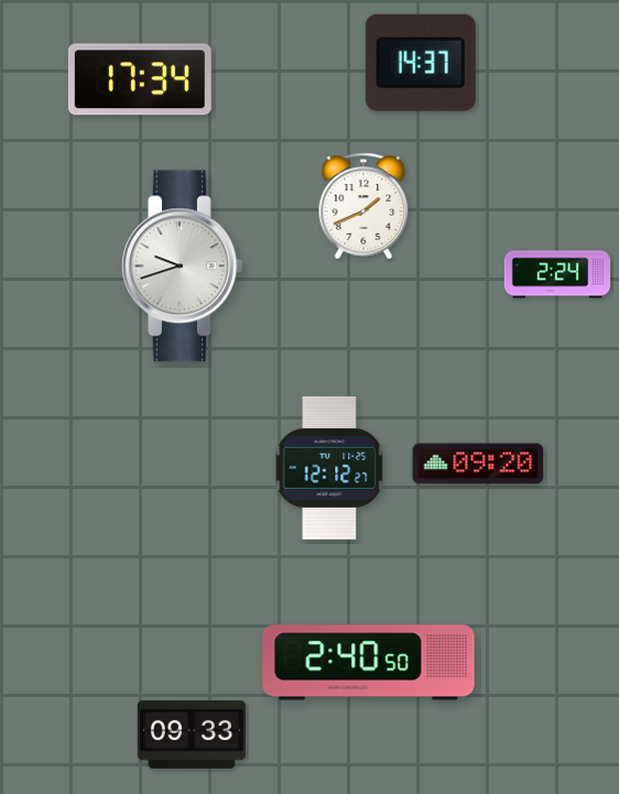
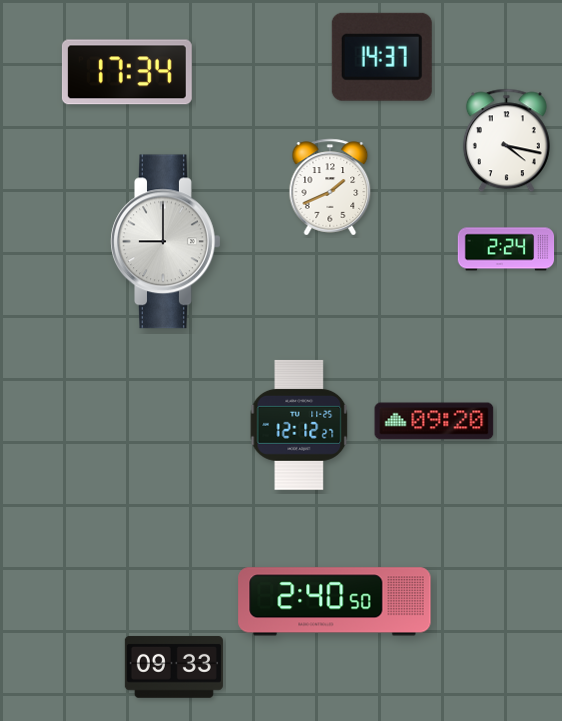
clock at (506, 141): none -> 4:17
clock at (183, 267): 9:42 -> 9:00
